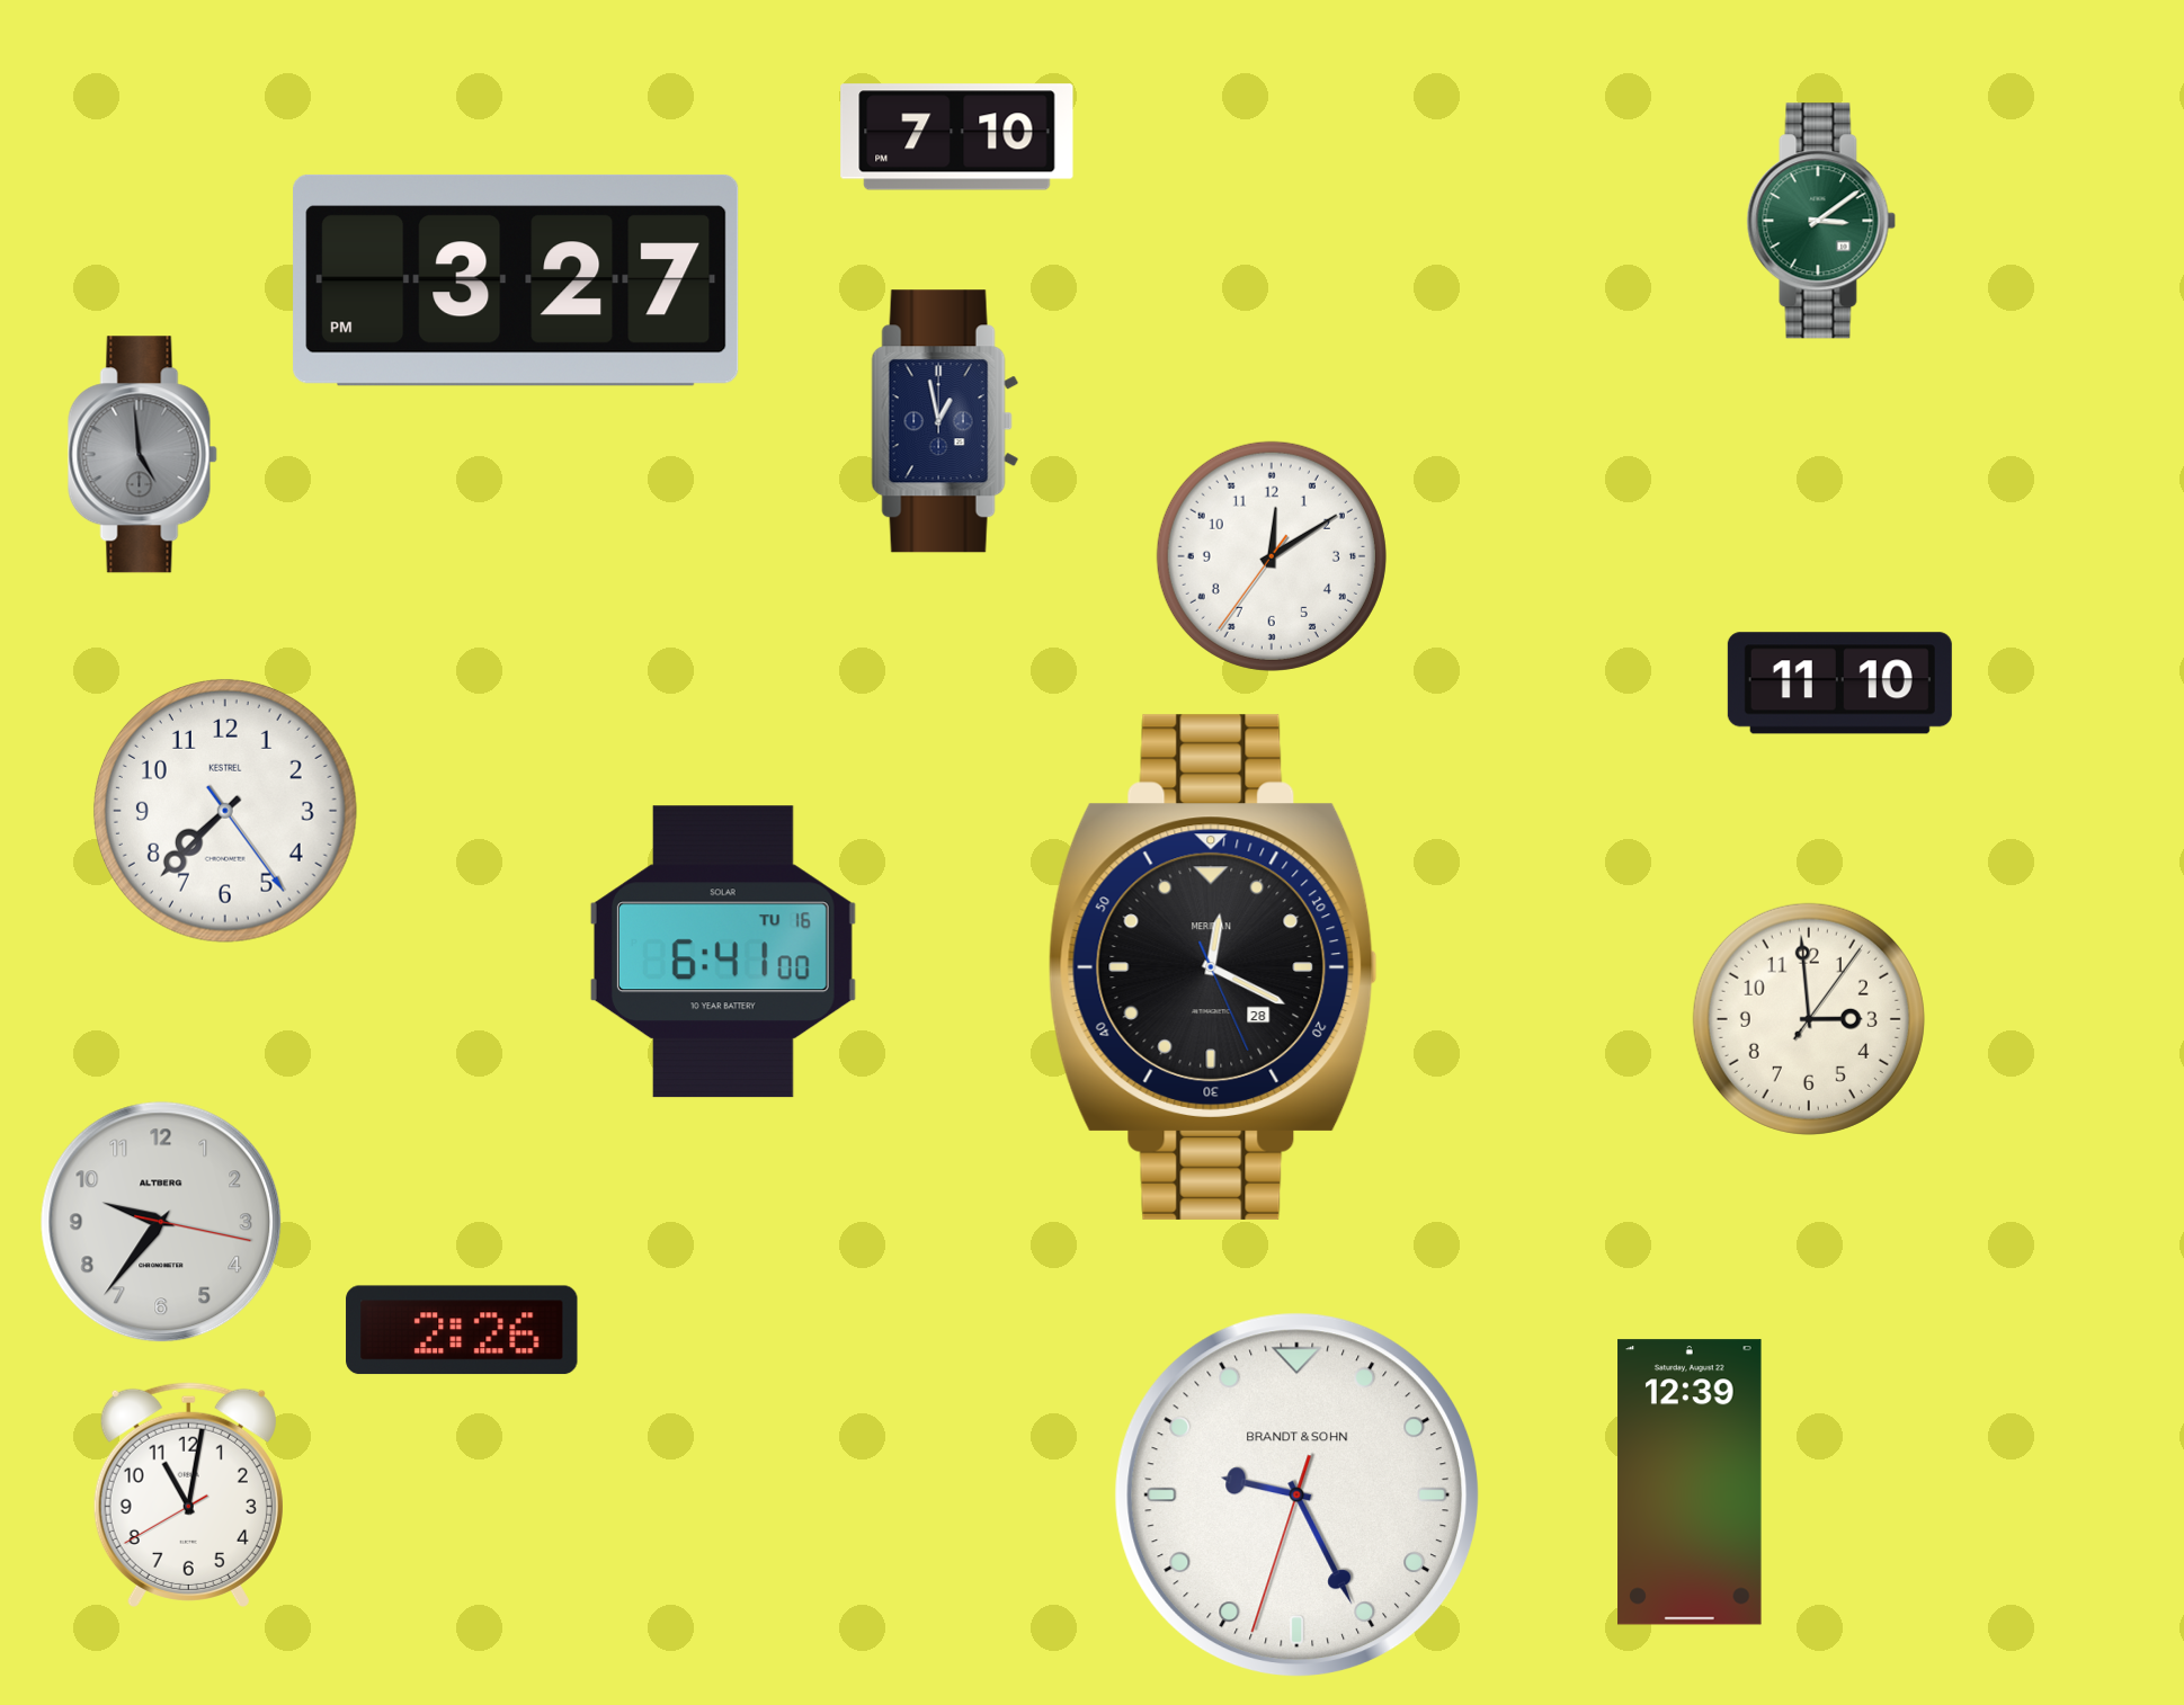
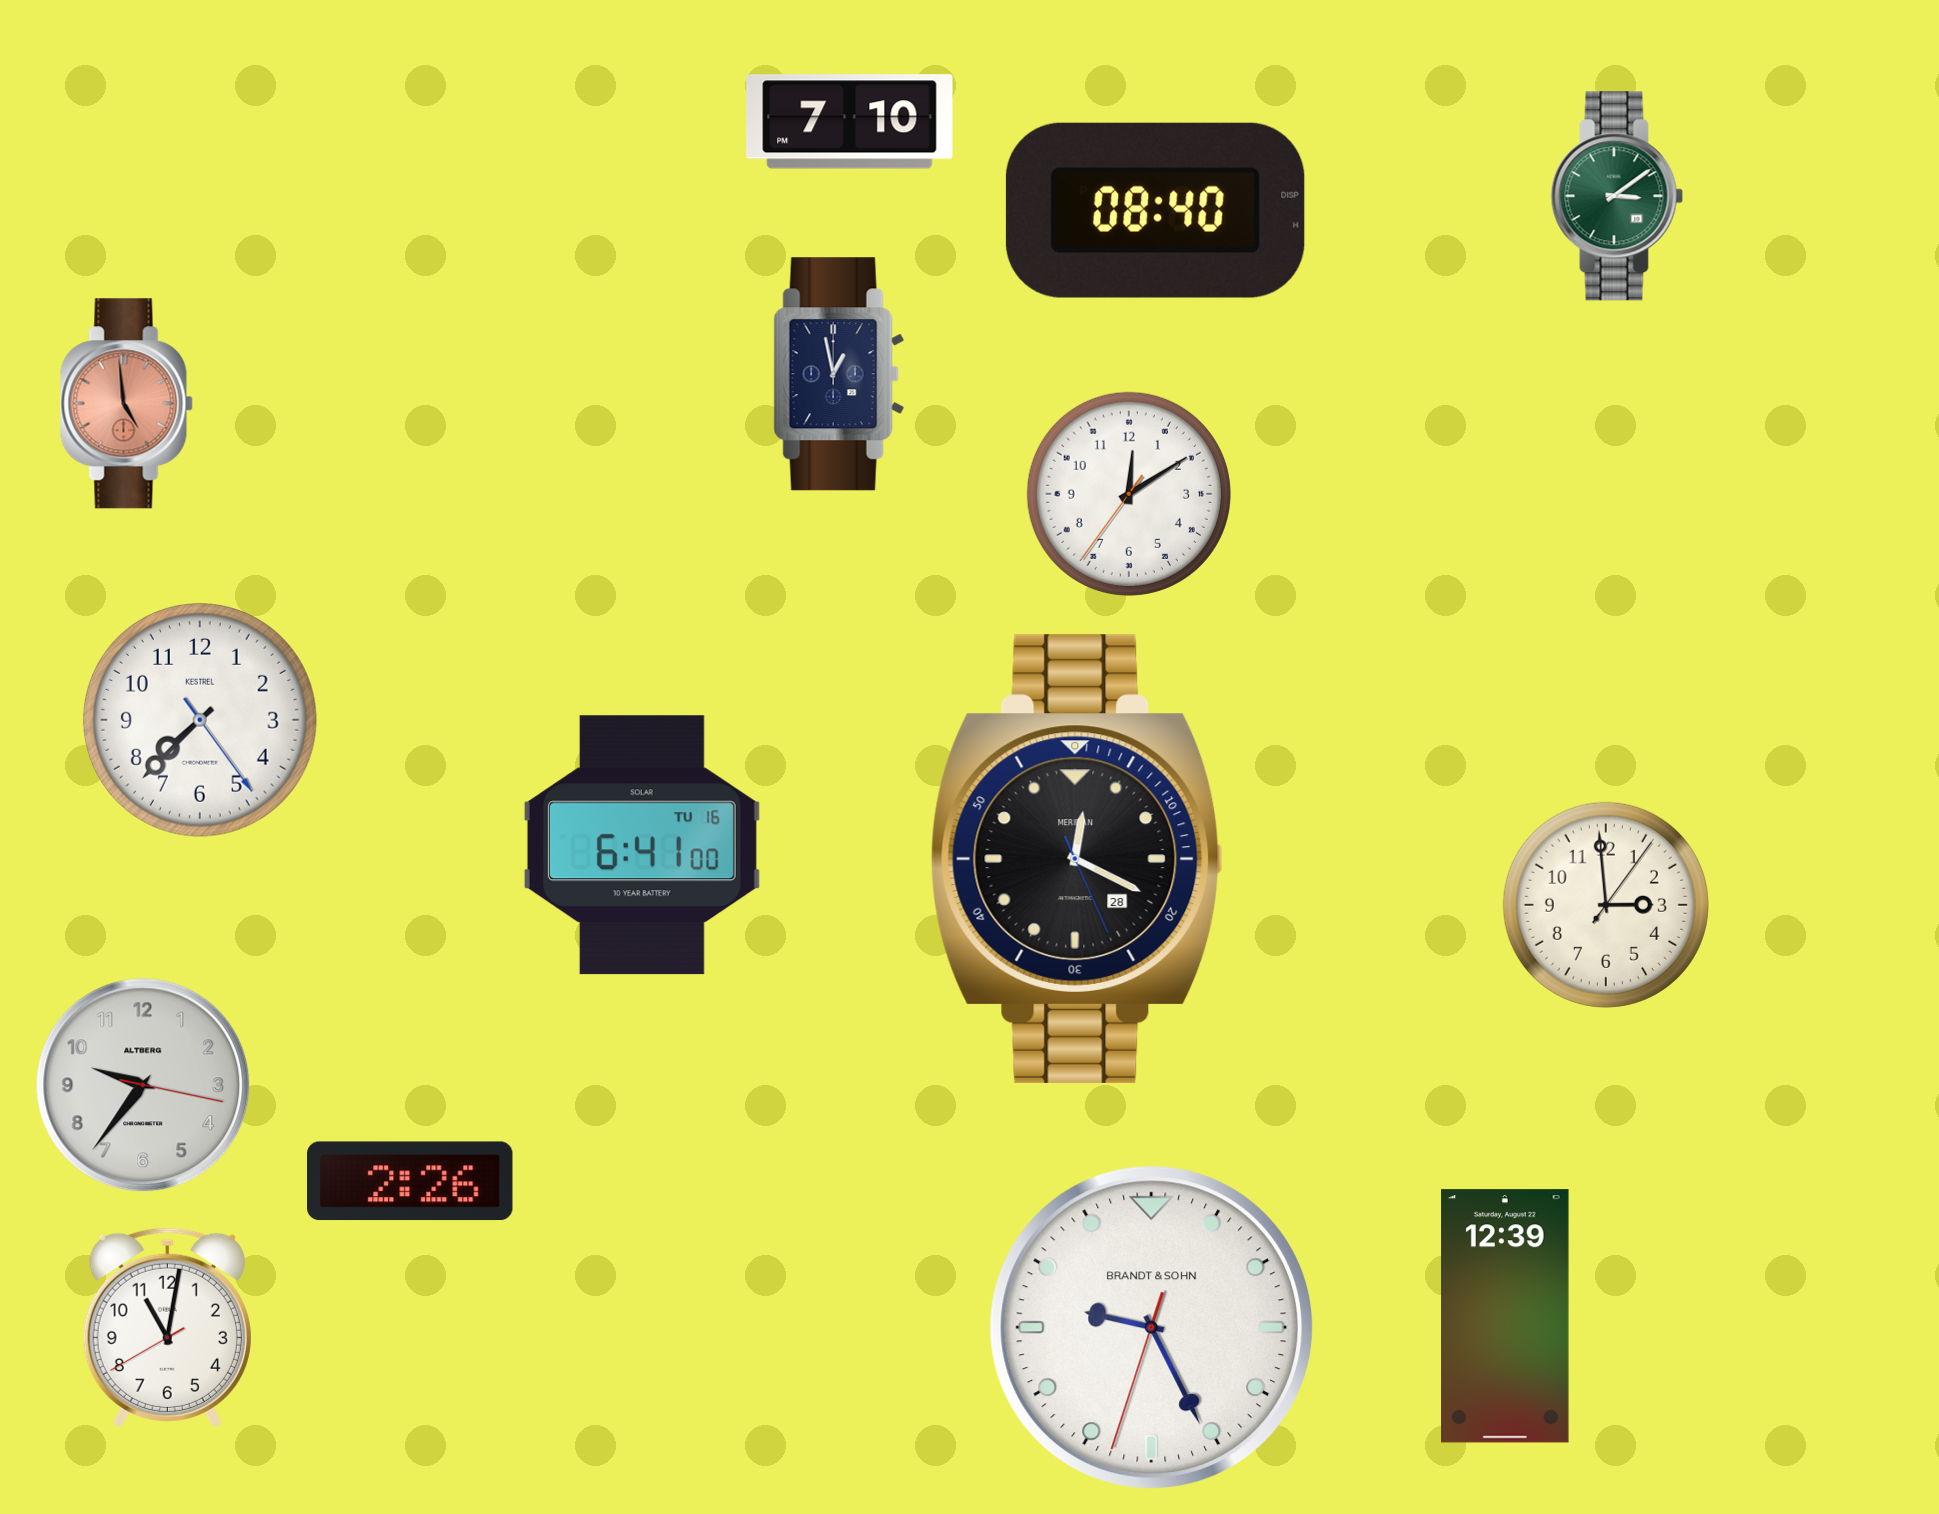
clock at (1155, 210): none -> 08:40
clock at (516, 280): 3:27 -> none
clock at (142, 455) dial: grey -> salmon
clock at (1839, 684): 11:10 -> none
clock at (1690, 1482) position: (1690, 1482) -> (1505, 1316)
